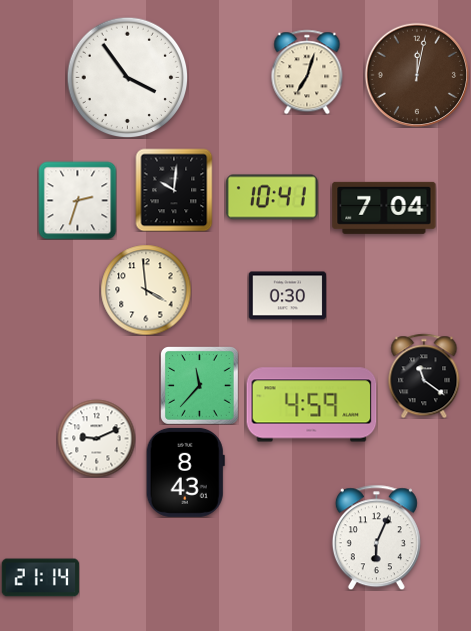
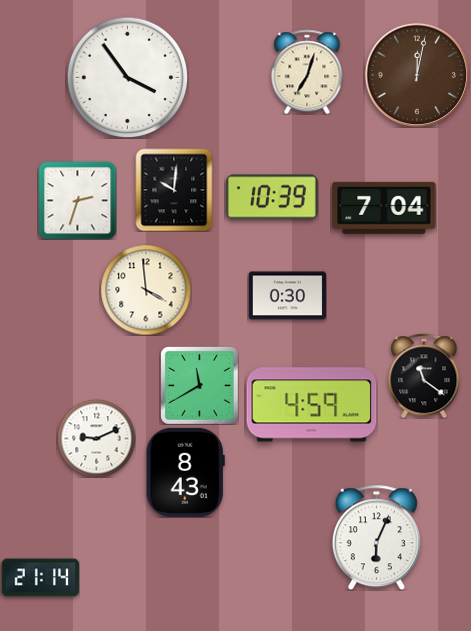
clock at (272, 197): 10:41 -> 10:39
clock at (200, 386): 11:37 -> 11:40
